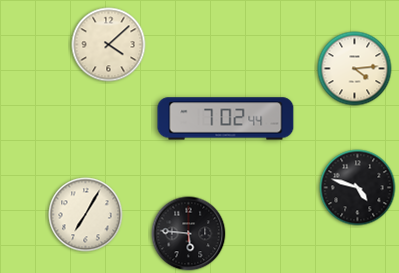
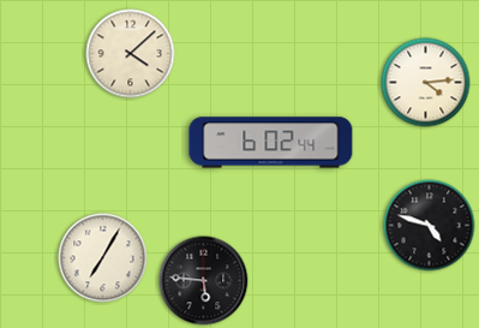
clock at (226, 119): 7:02 -> 6:02
clock at (189, 234) position: (189, 234) -> (204, 281)
